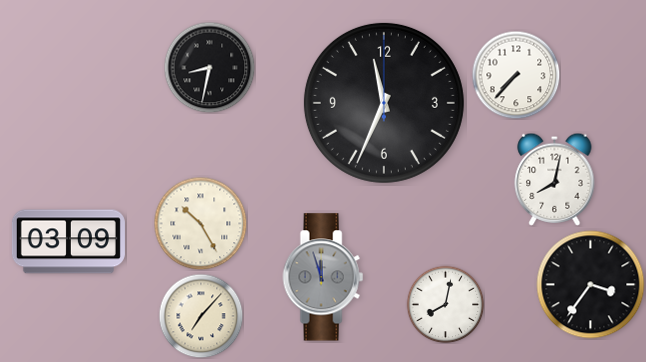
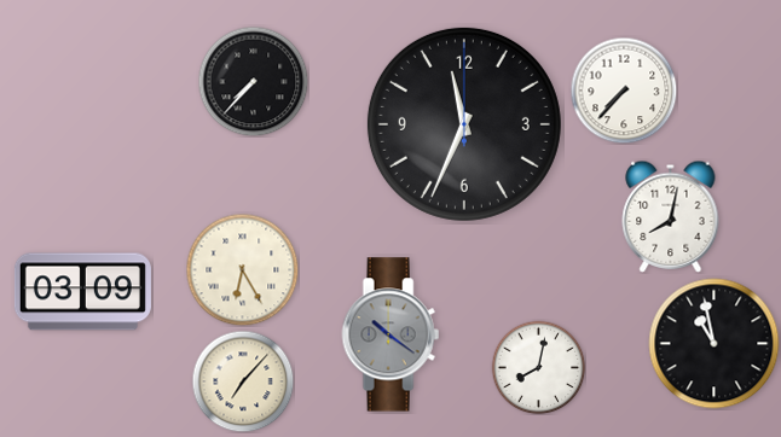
clock at (209, 67): 8:32 -> 7:37
clock at (200, 223): 10:25 -> 6:25
clock at (323, 277): 11:57 -> 10:21
clock at (591, 285): 3:36 -> 10:58
